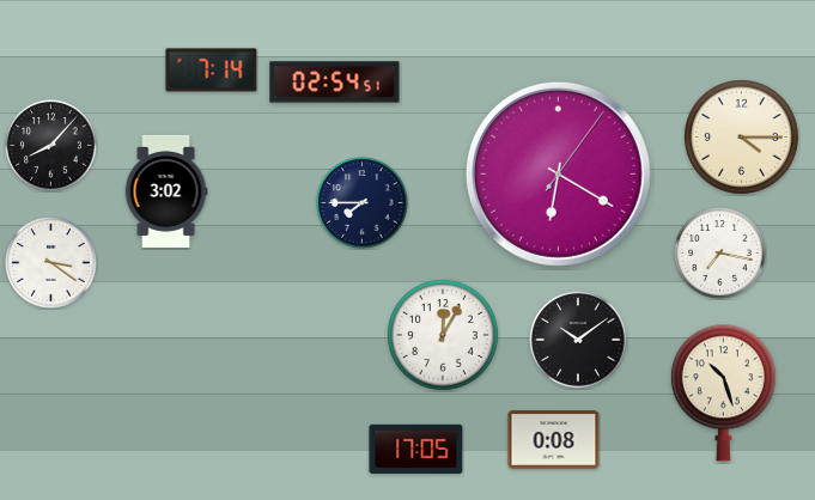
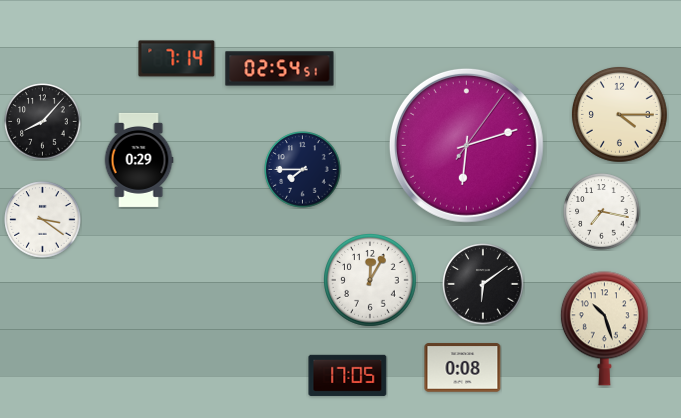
clock at (558, 173): 6:20 -> 6:12
clock at (166, 191): 3:02 -> 0:29
clock at (578, 340): 10:09 -> 6:09
